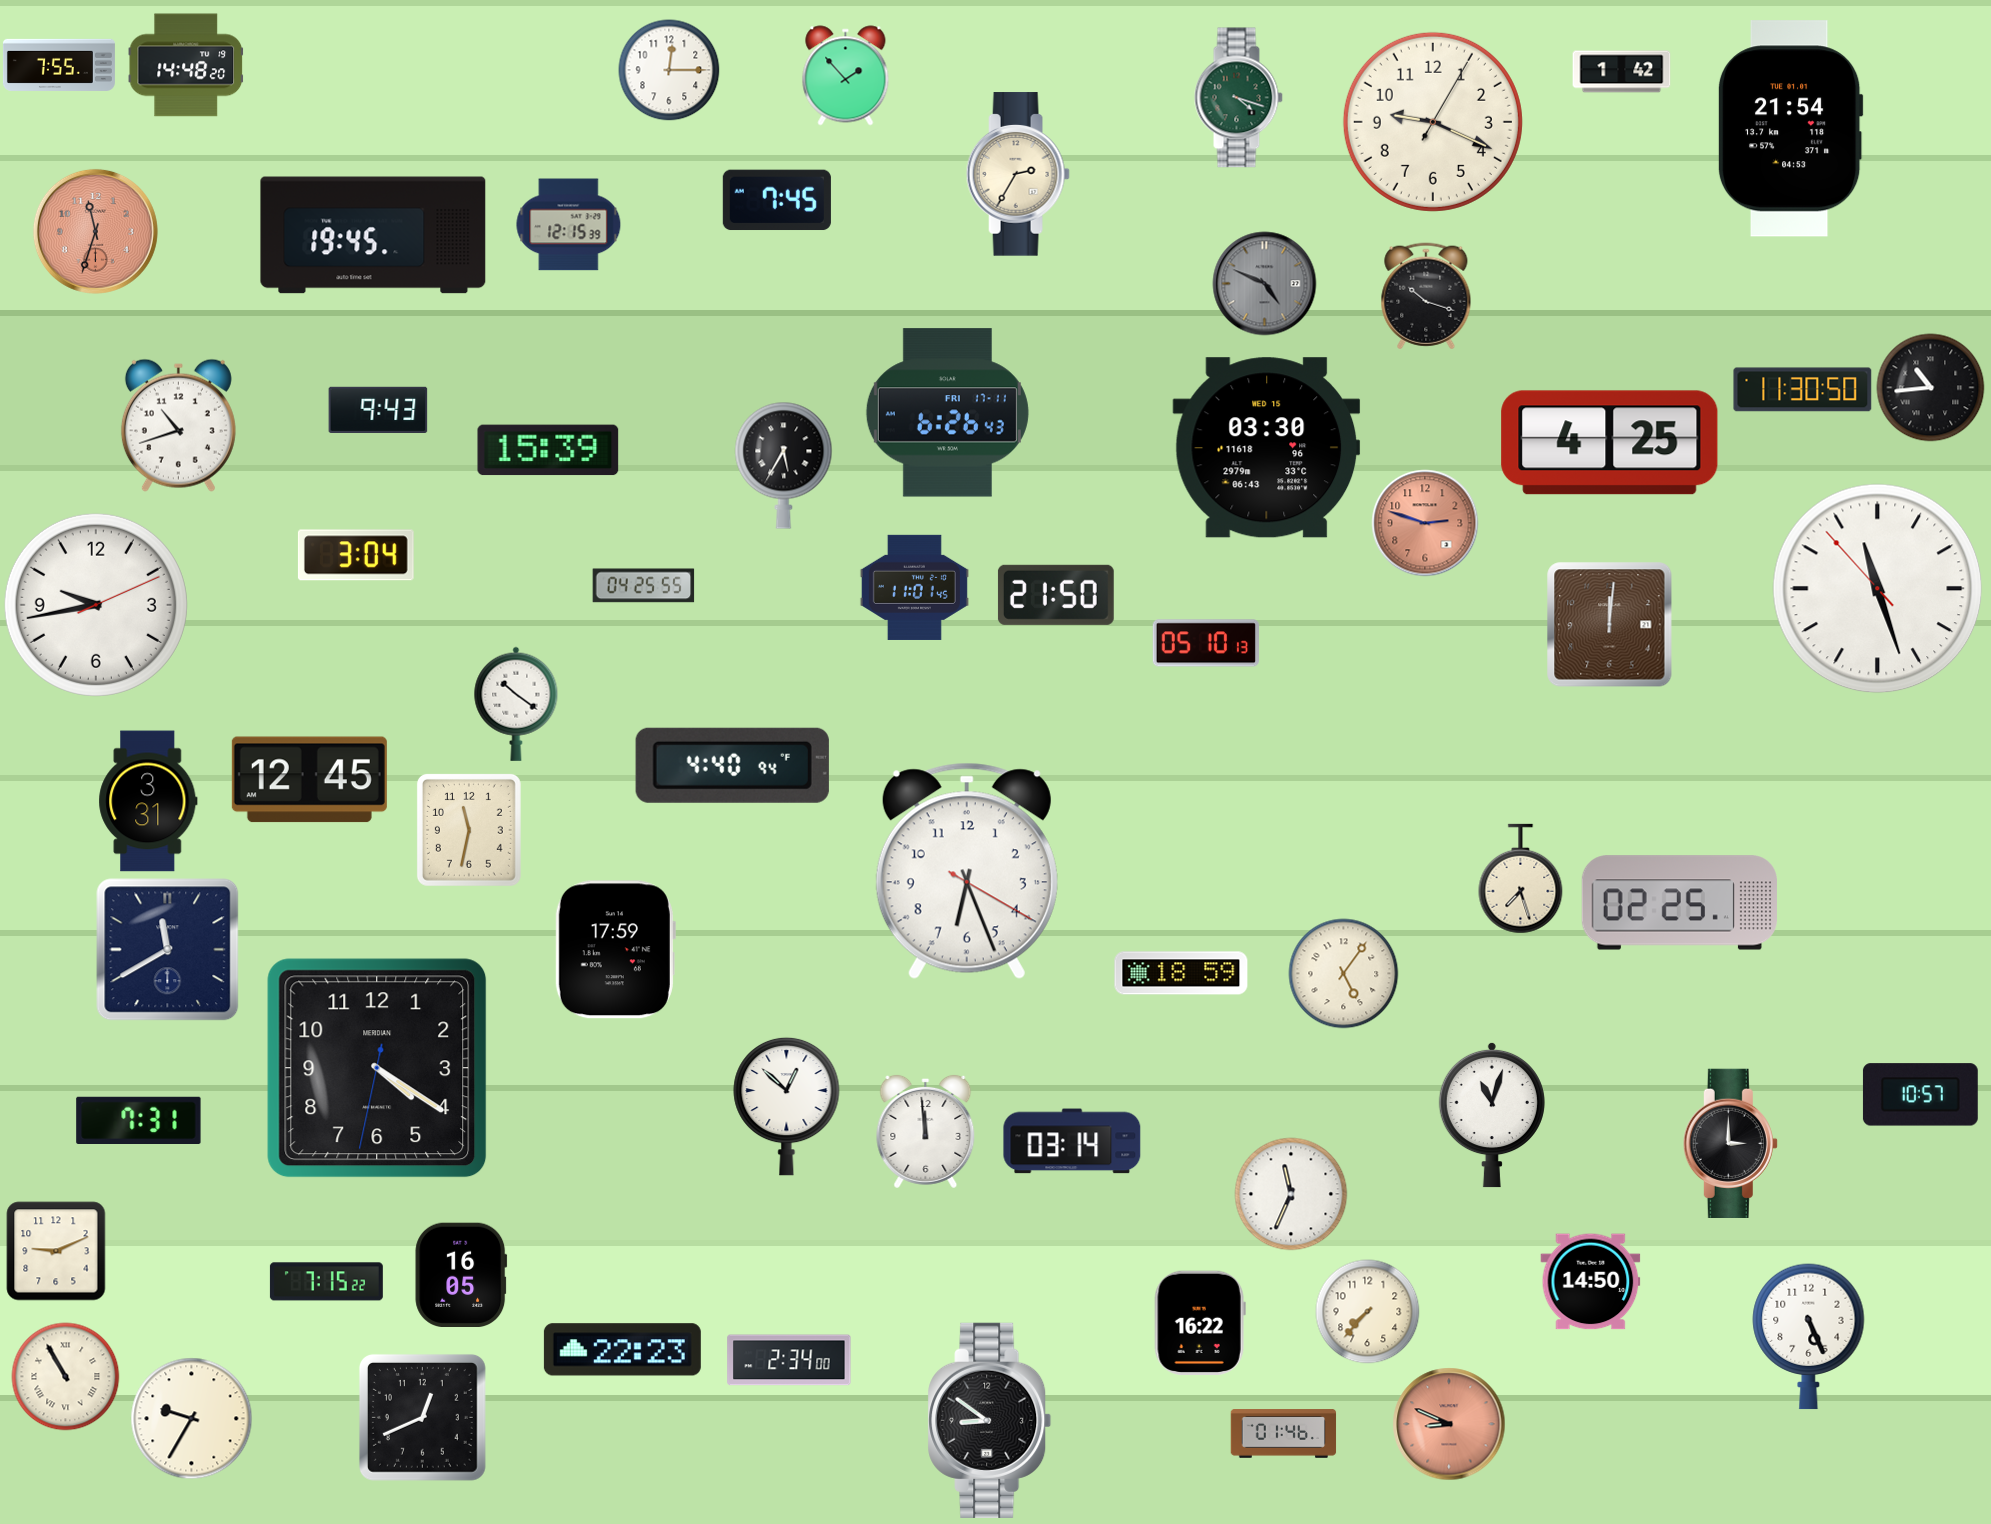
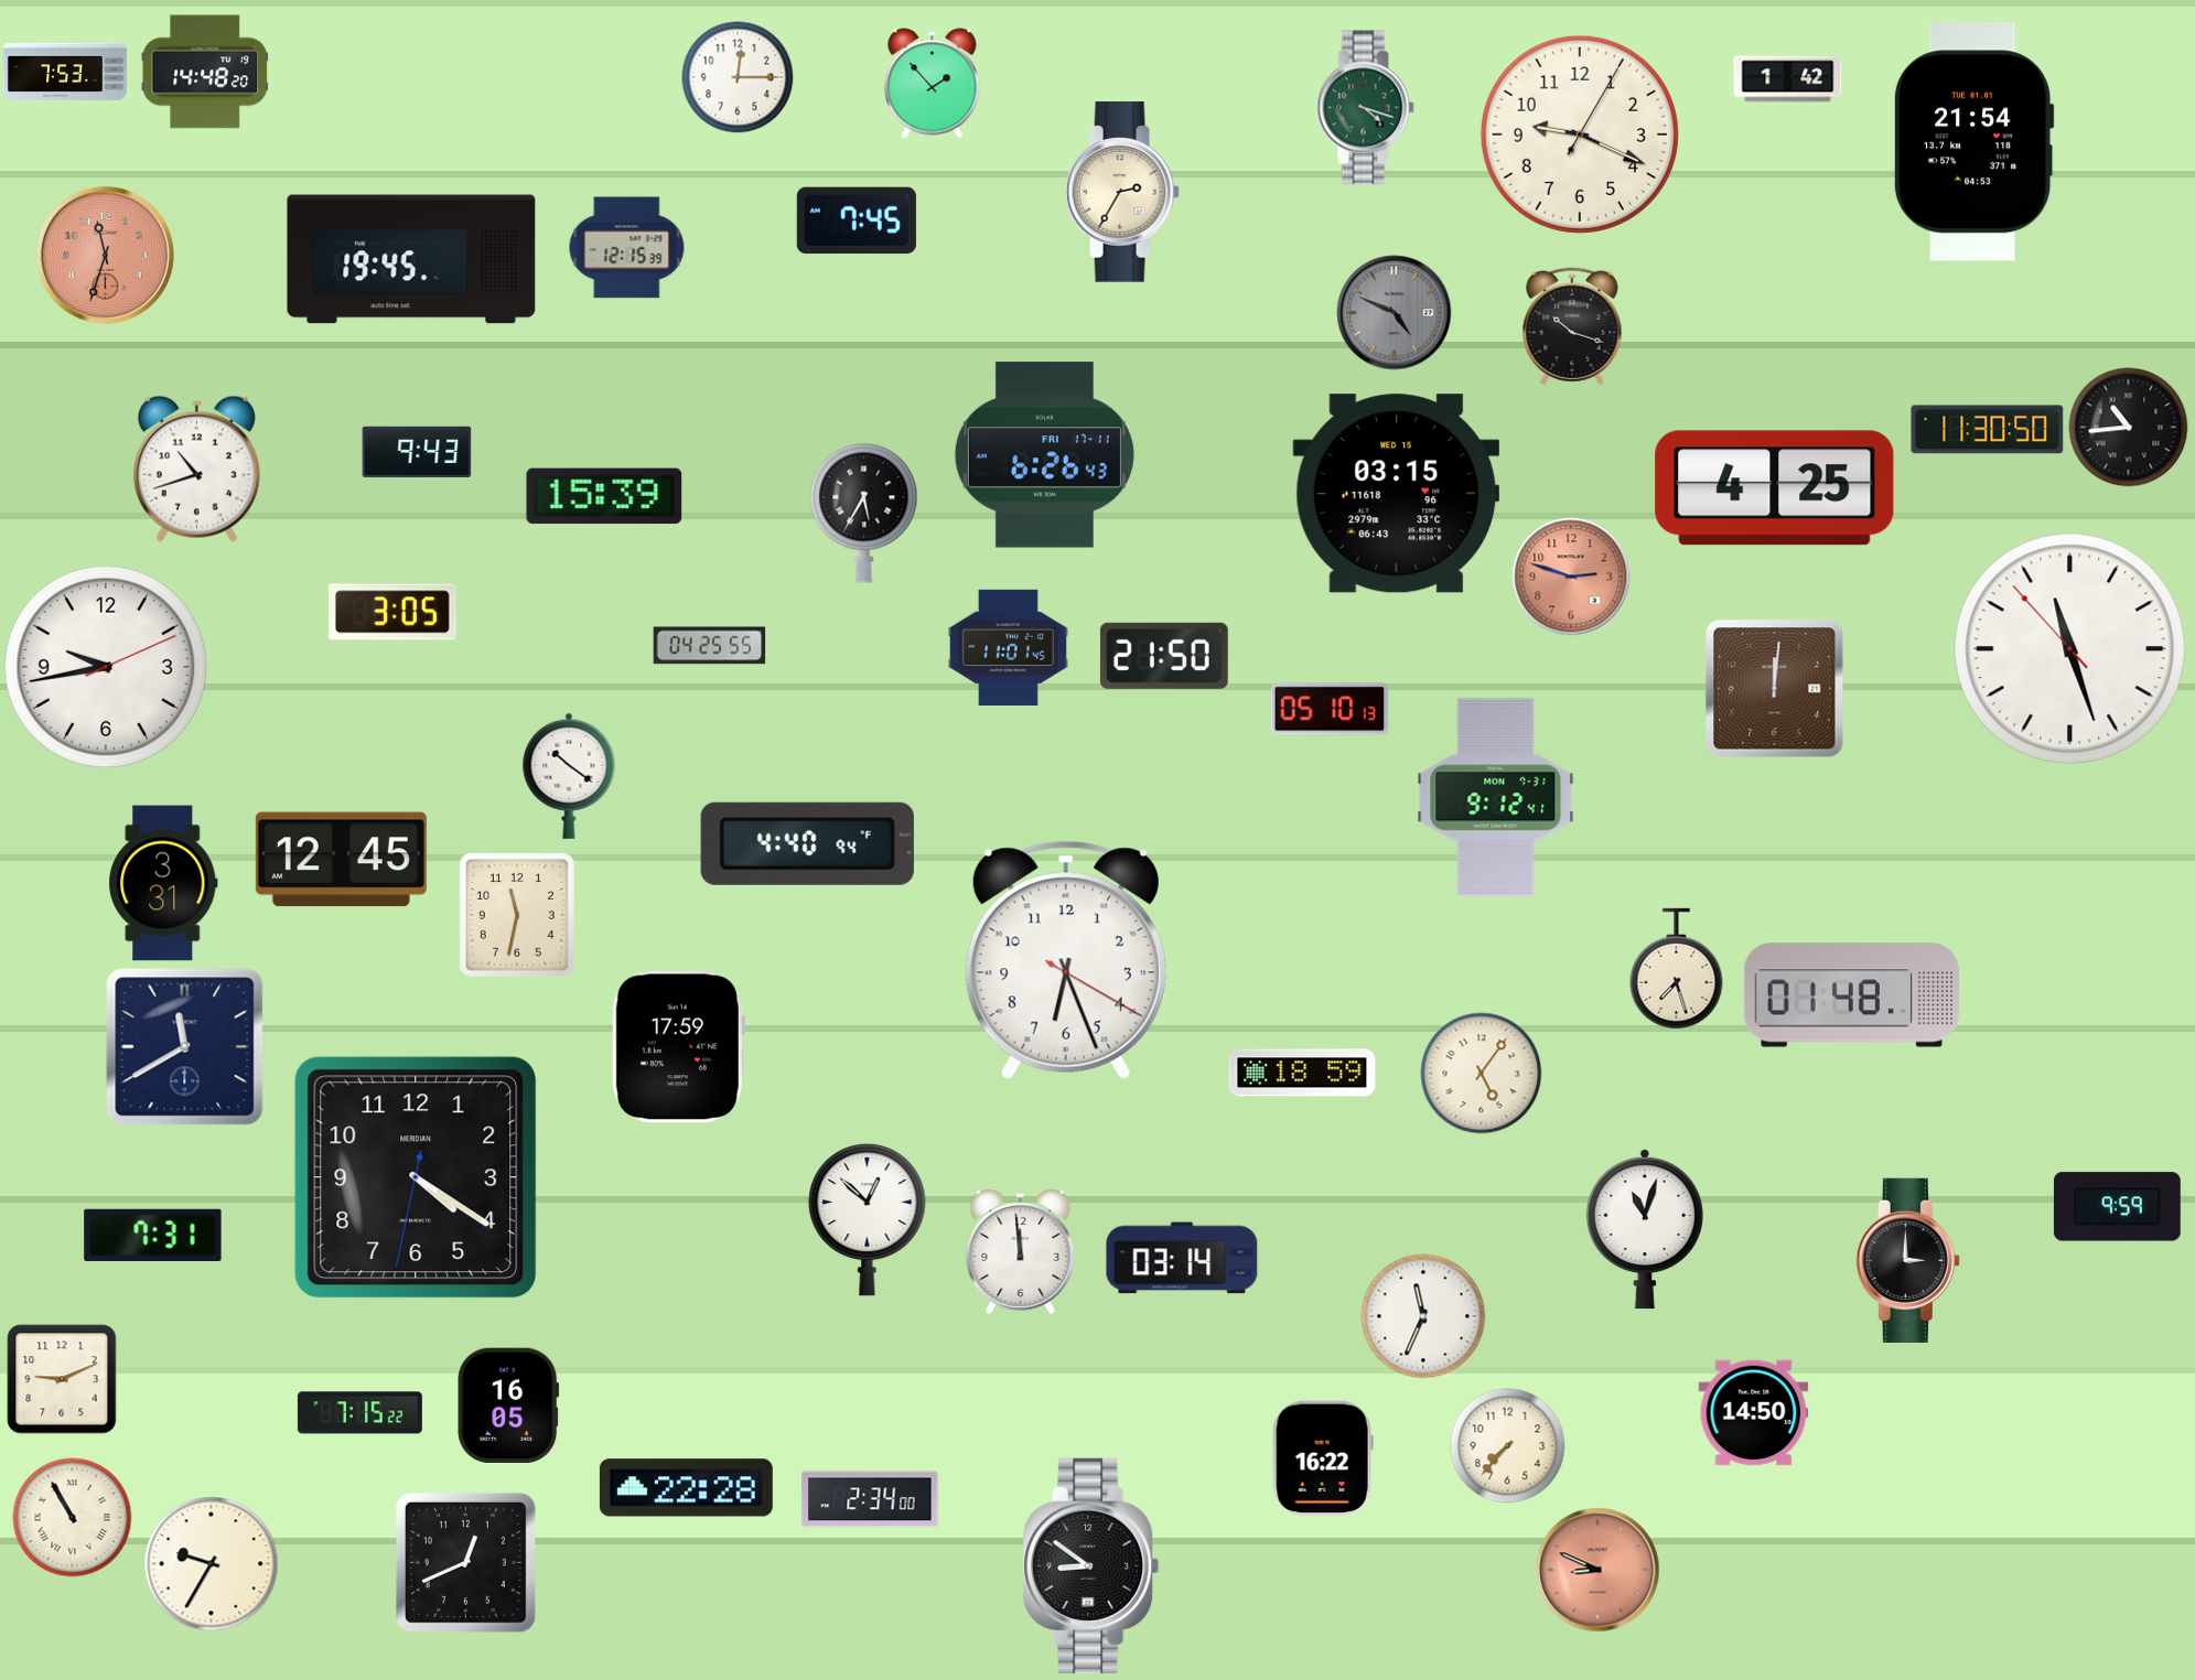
clock at (59, 65): 7:55 -> 7:53
clock at (1267, 448): 03:30 -> 03:15
clock at (356, 555): 3:04 -> 3:05
clock at (1496, 798): none -> 9:12
clock at (1679, 903): 02:25 -> 01:48
clock at (1920, 1095): 10:57 -> 9:59
clock at (926, 1131) position: (926, 1131) -> (1021, 1251)
clock at (1809, 1337): 5:26 -> none
clock at (622, 1350): 22:23 -> 22:28
clock at (1284, 1434): 01:46 -> none
